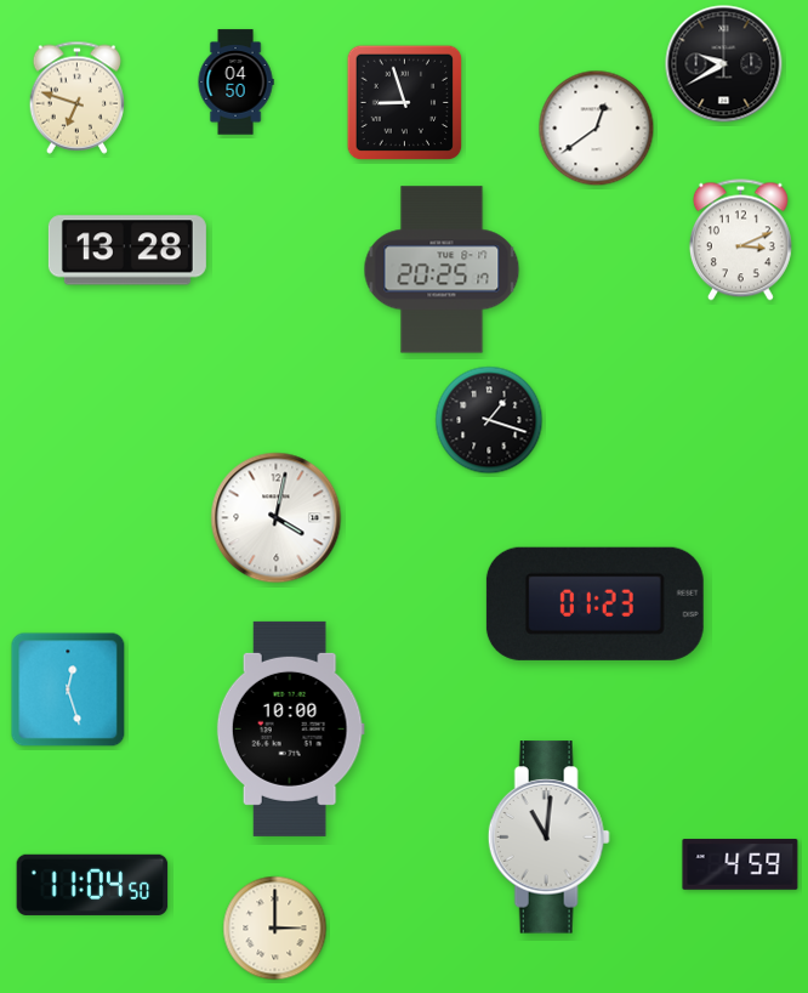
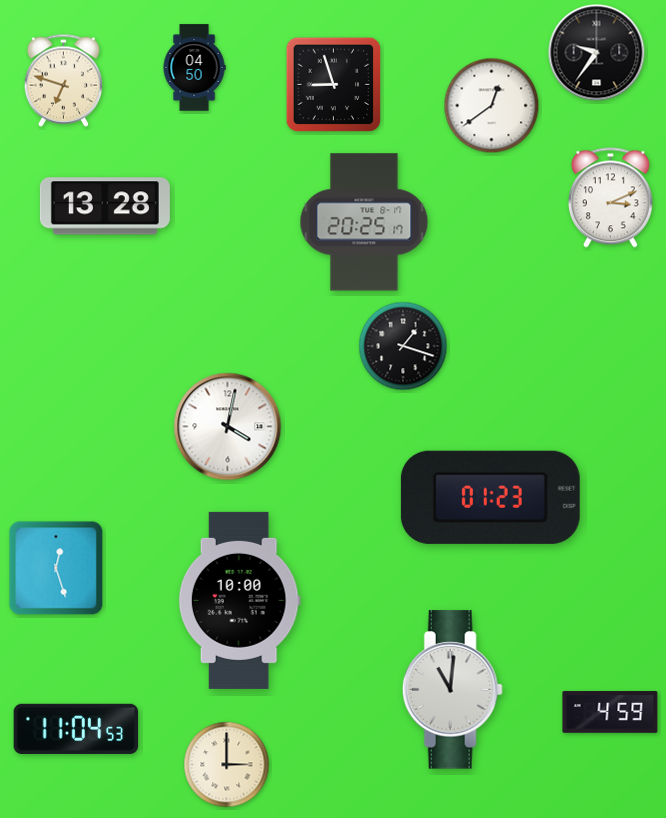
clock at (724, 64): 9:40 -> 9:36
clock at (92, 885): 11:04:50 -> 11:04:53
